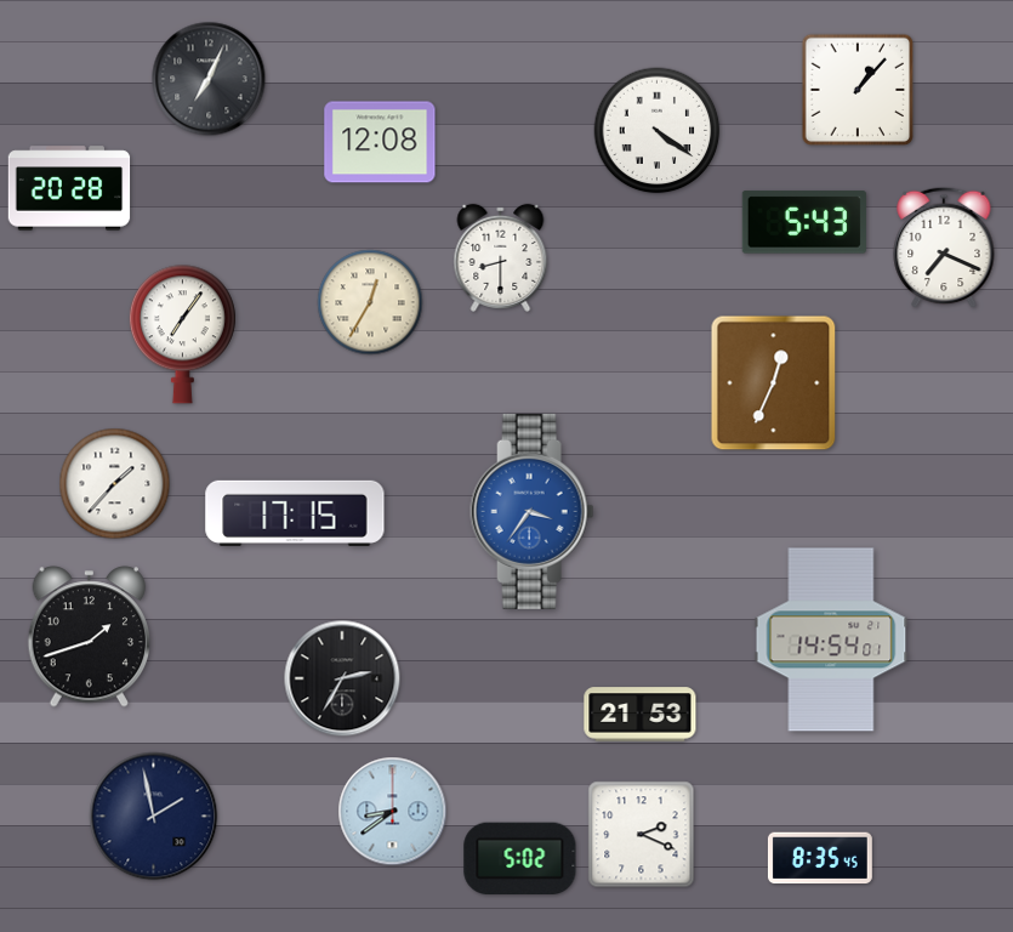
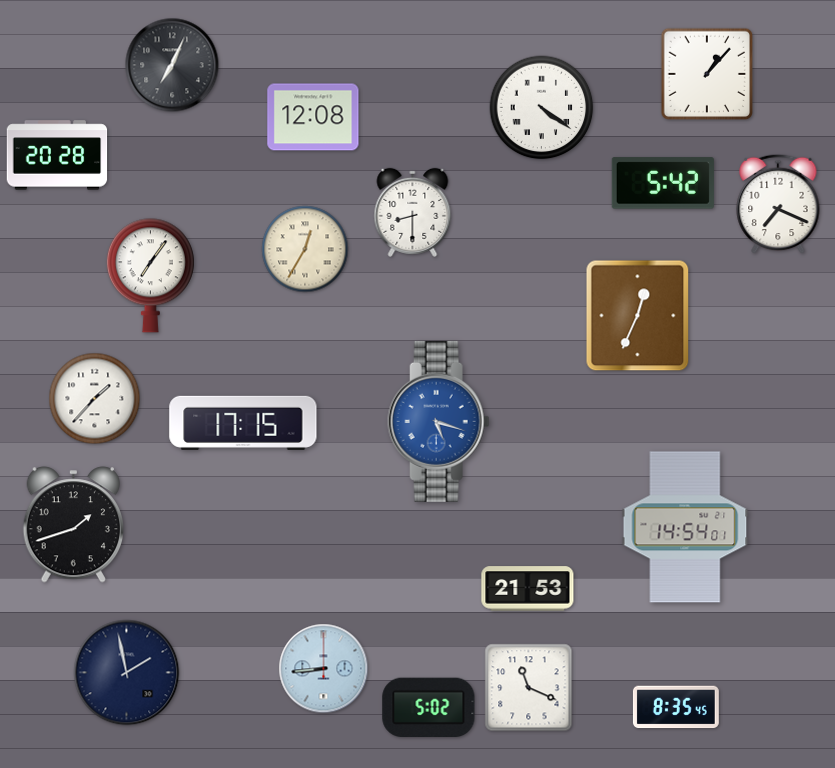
clock at (804, 222): 5:43 -> 5:42
clock at (533, 511): 3:36 -> 5:18
clock at (342, 678): 2:35 -> none
clock at (393, 812): 8:39 -> 8:44
clock at (642, 835): 2:19 -> 11:19
